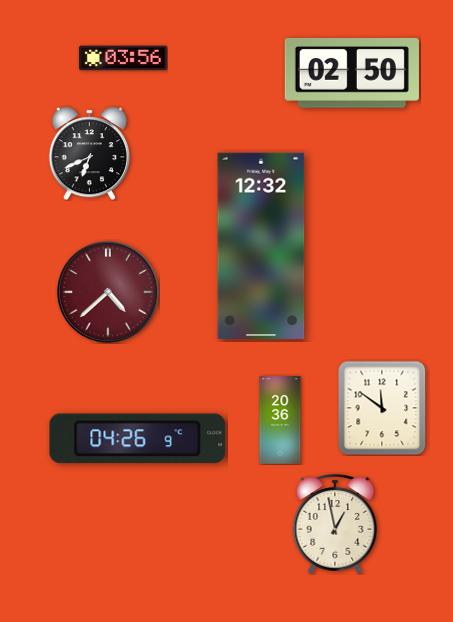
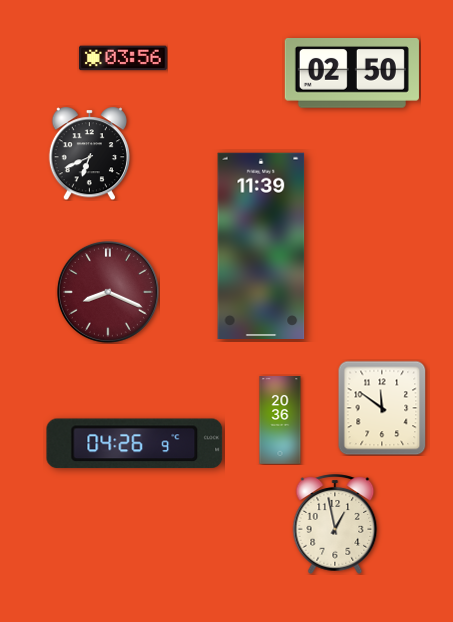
clock at (261, 245): 12:32 -> 11:39
clock at (108, 292): 4:38 -> 8:19
clock at (138, 439) position: (138, 439) -> (135, 444)
